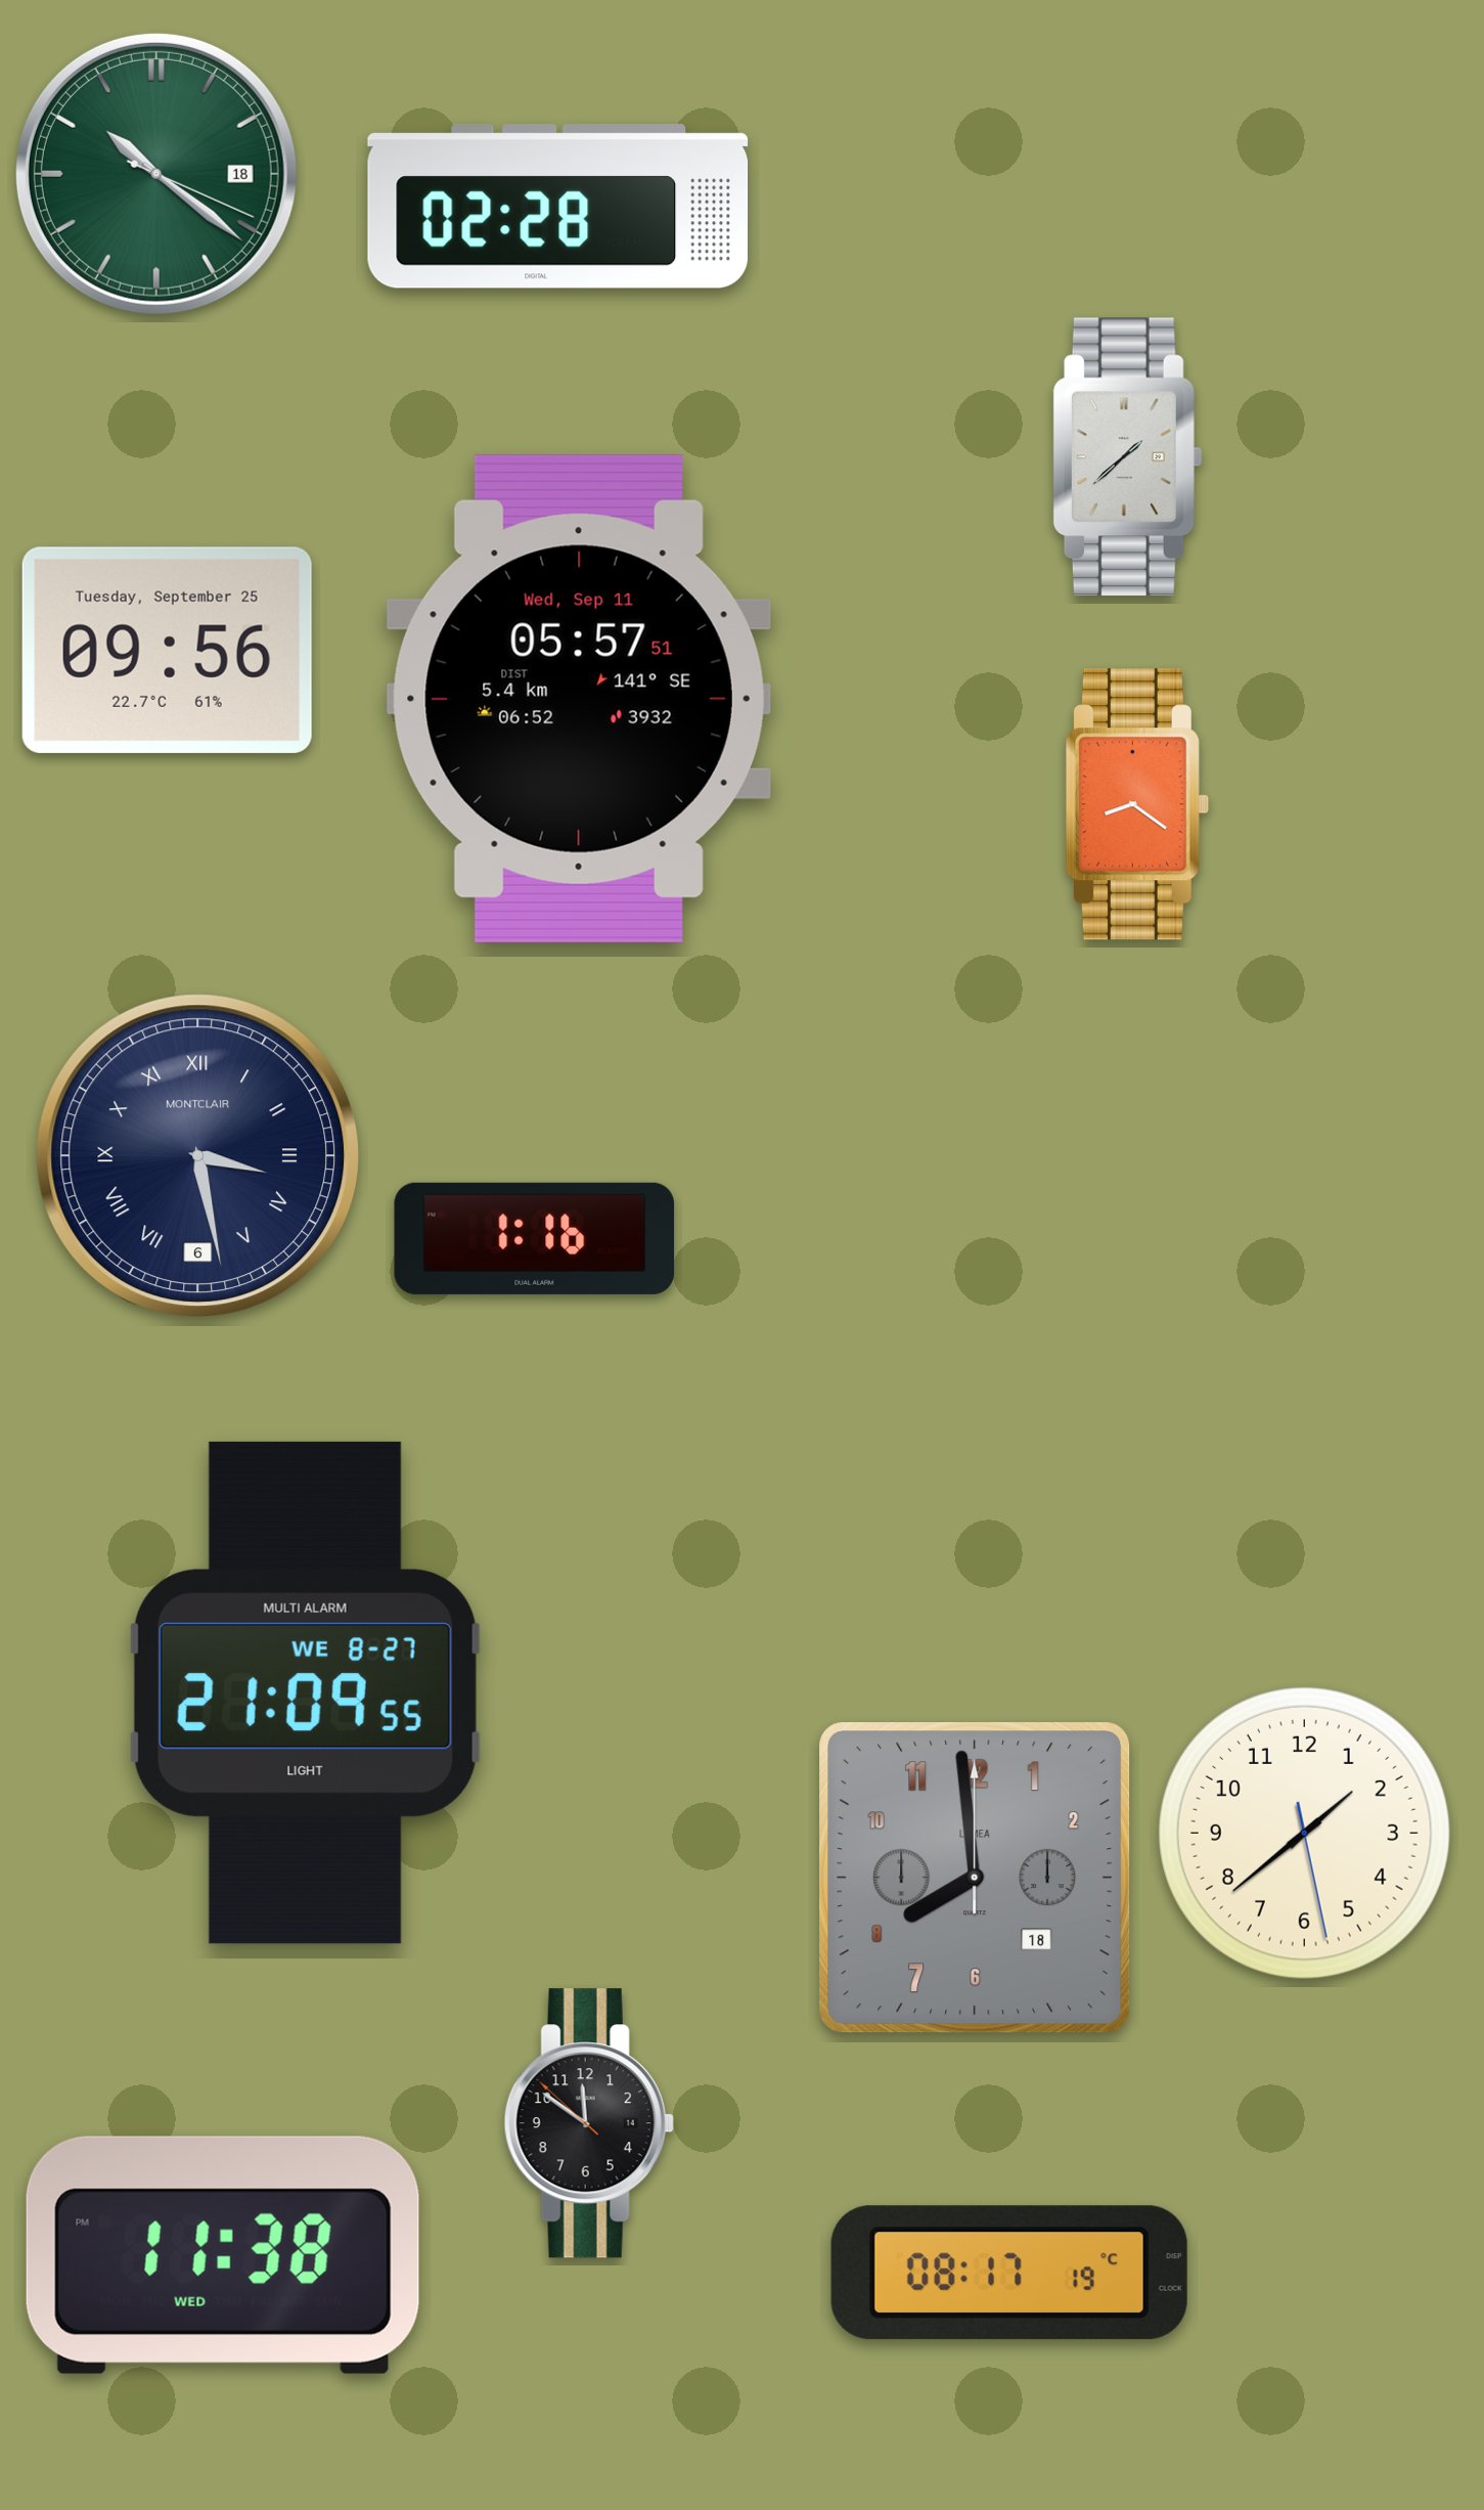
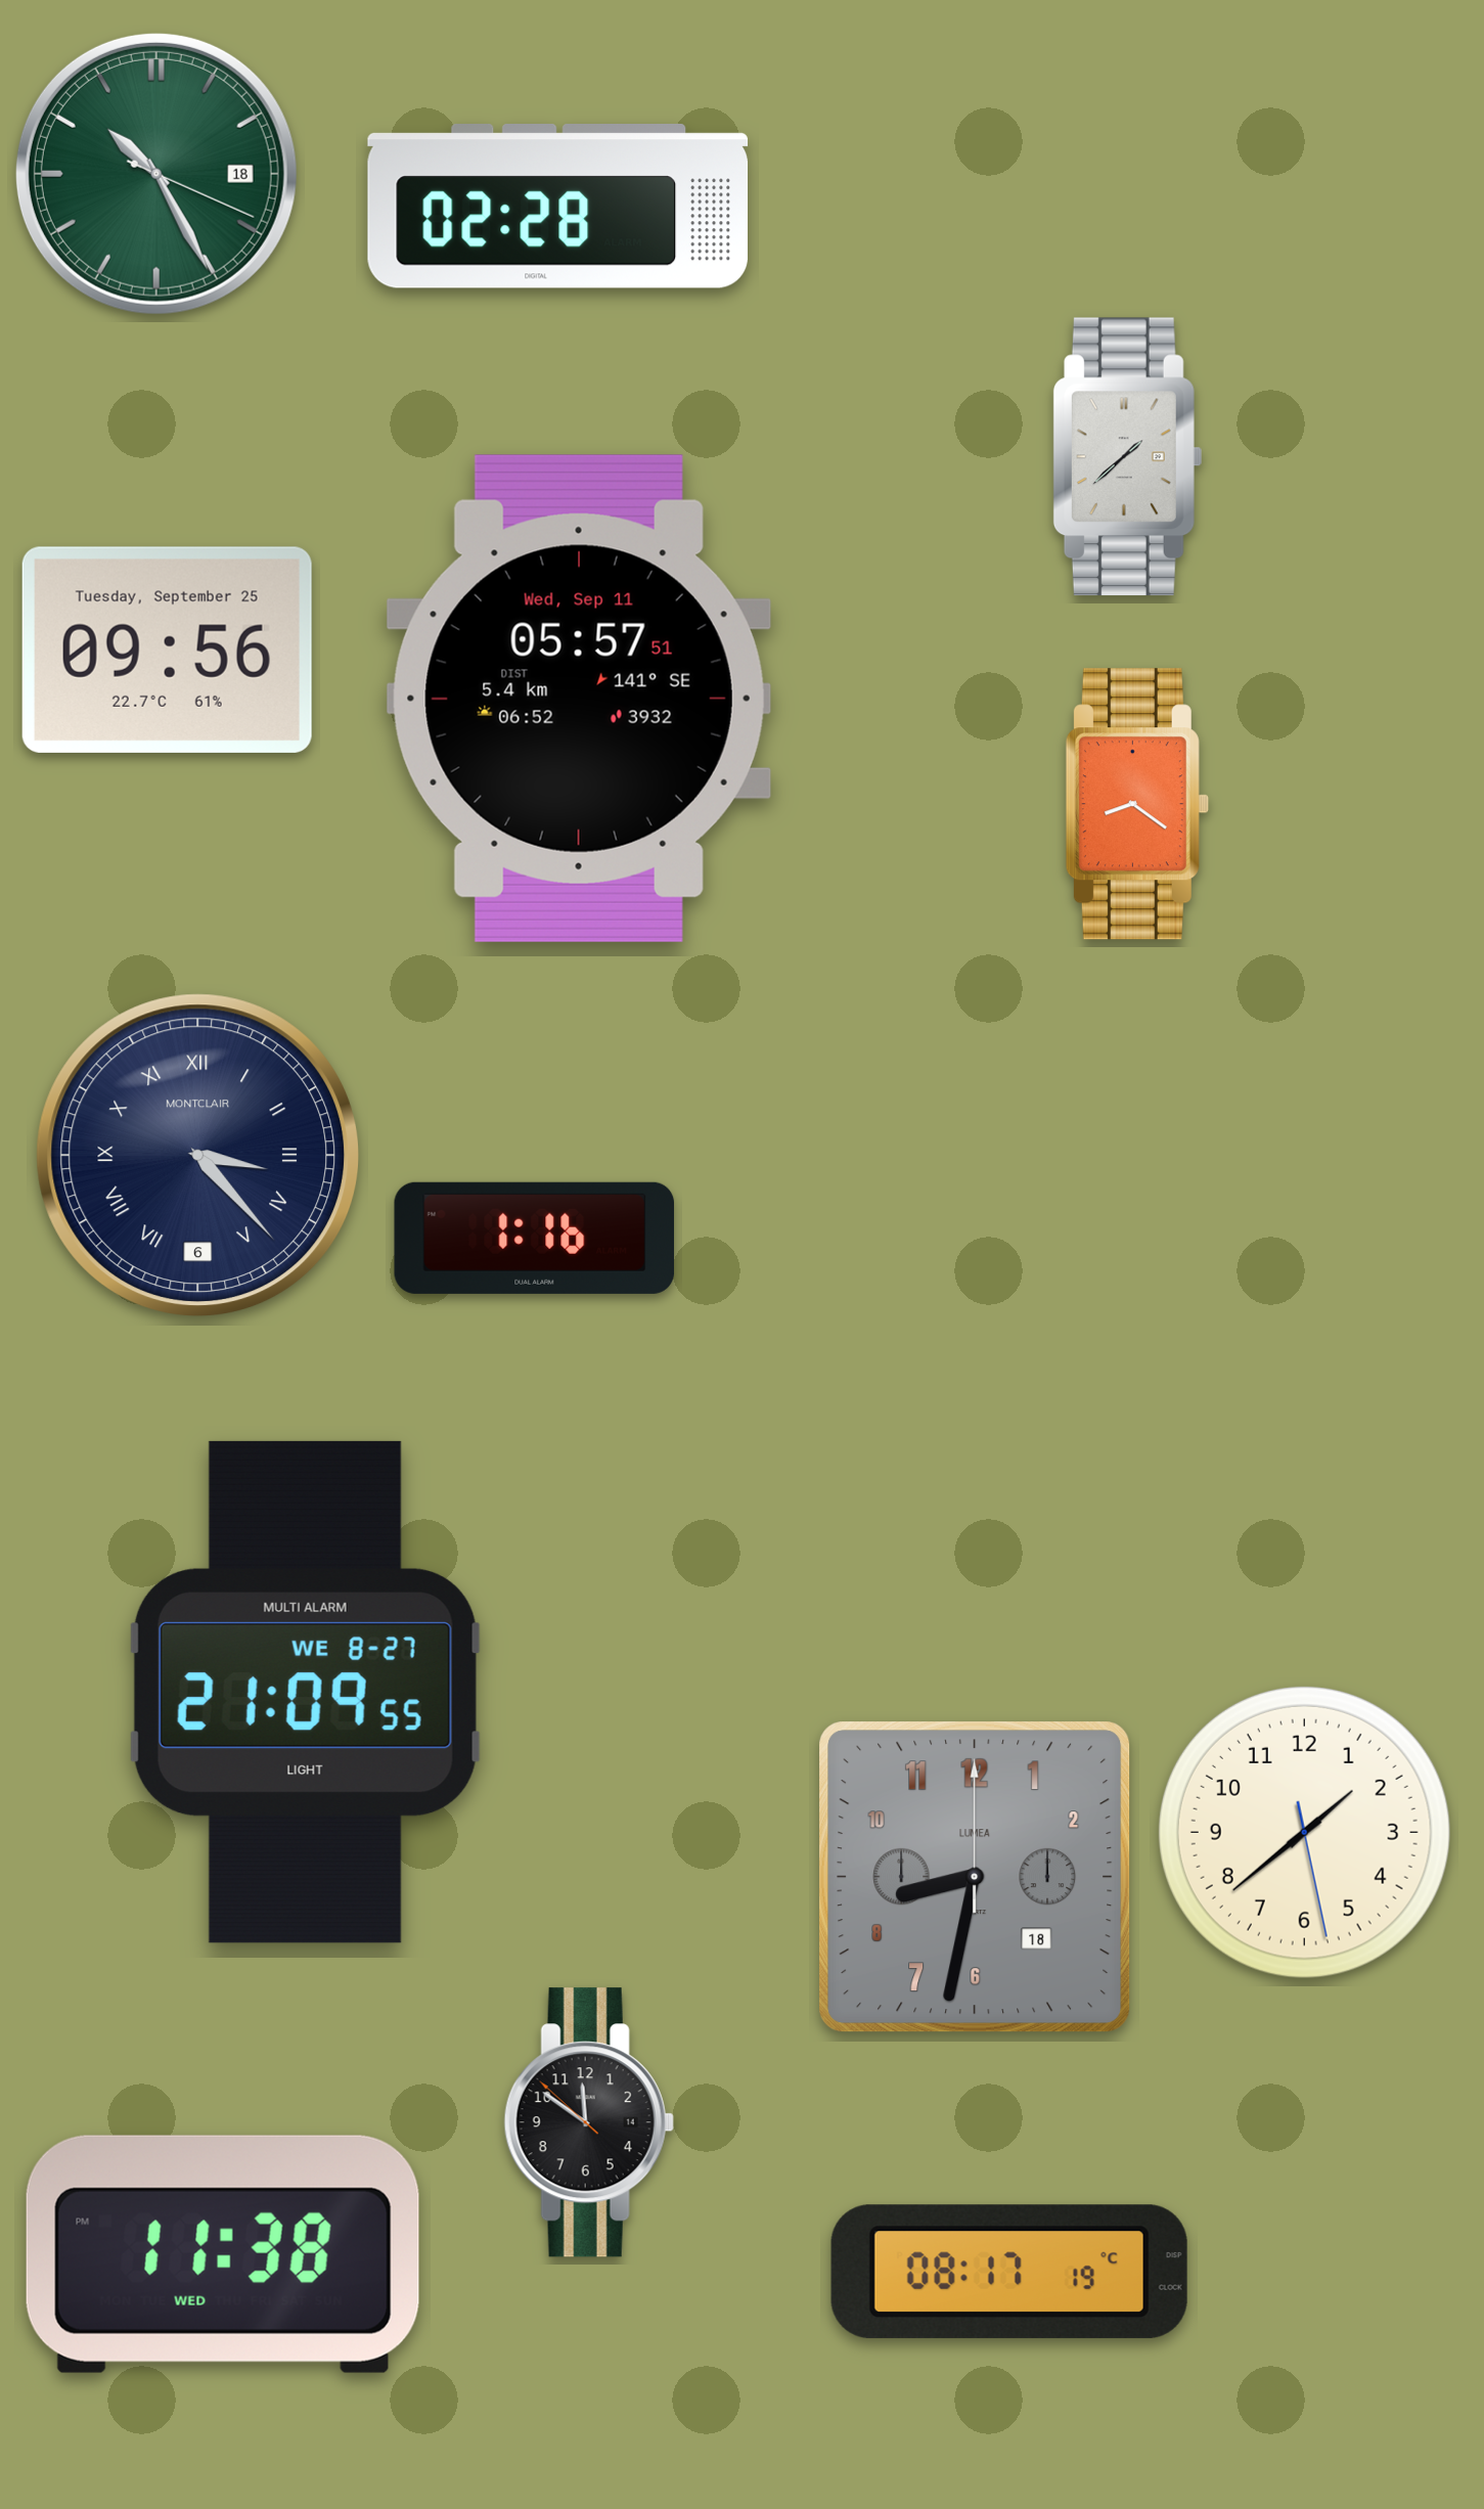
clock at (156, 174): 10:21 -> 10:25
clock at (198, 1156): 3:28 -> 3:23
clock at (975, 1878): 7:59 -> 8:32
